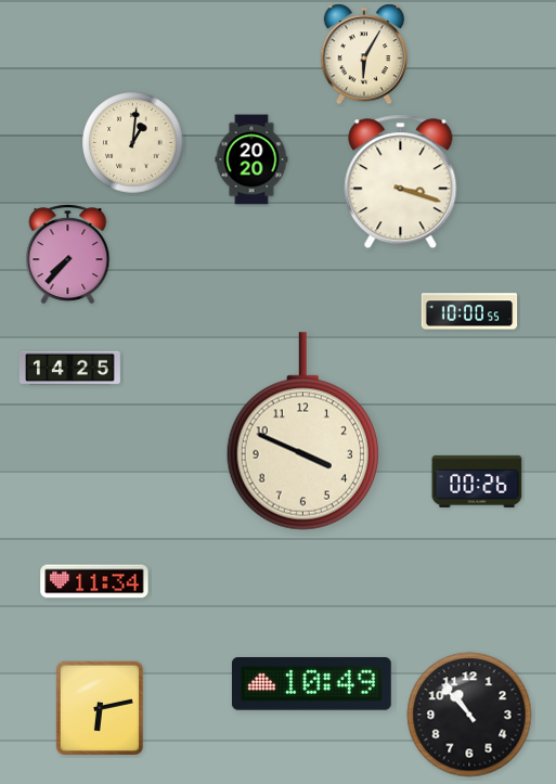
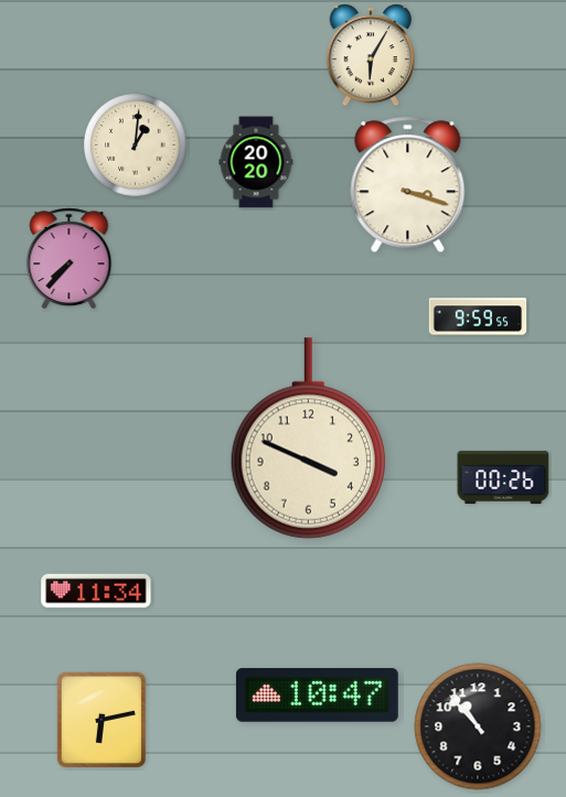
clock at (469, 311): 10:00 -> 9:59
clock at (69, 369): 14:25 -> none
clock at (477, 481) position: (477, 481) -> (503, 477)
clock at (311, 684): 10:49 -> 10:47
